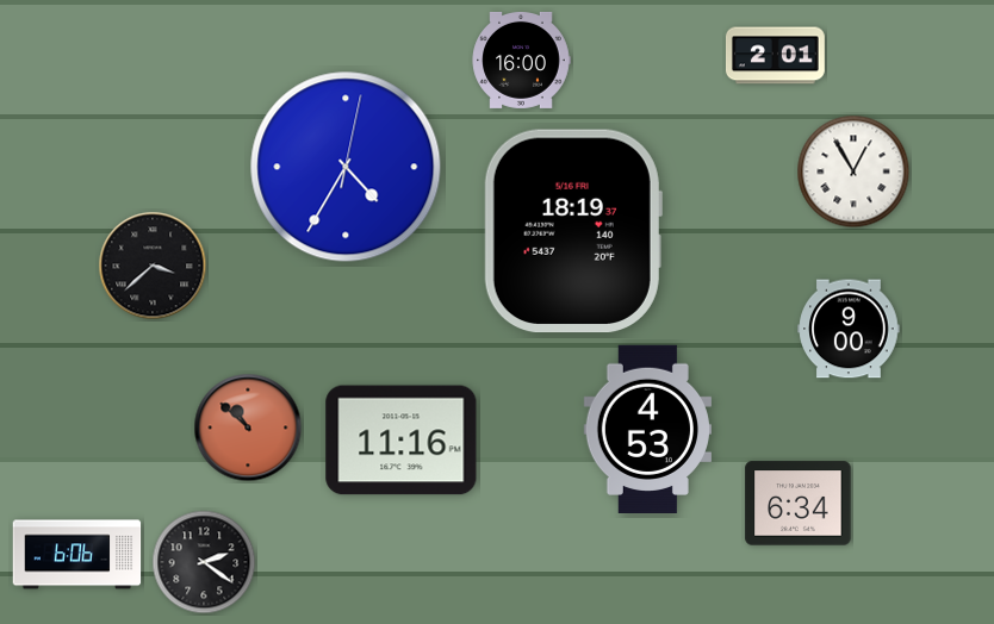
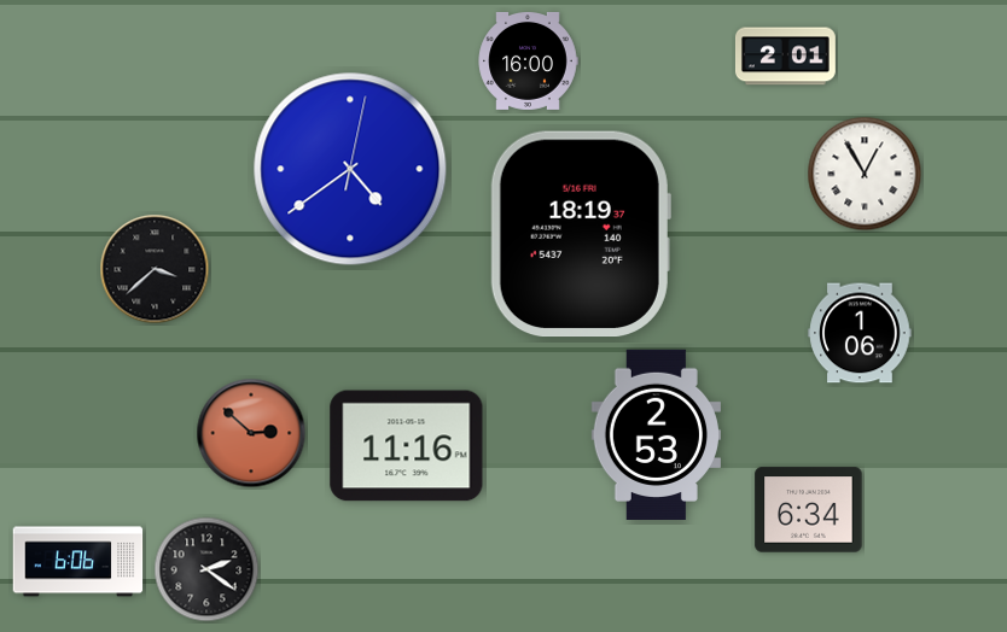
clock at (346, 167): 4:35 -> 4:39
clock at (849, 329): 9:00 -> 1:06
clock at (248, 428): 10:52 -> 2:52
clock at (647, 429): 4:53 -> 2:53
